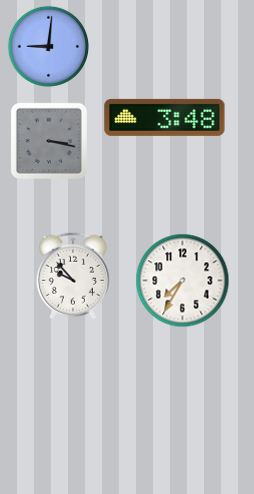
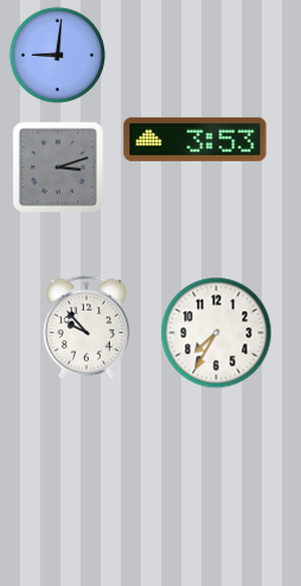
clock at (165, 117): 3:48 -> 3:53
clock at (49, 141): 3:17 -> 3:12
